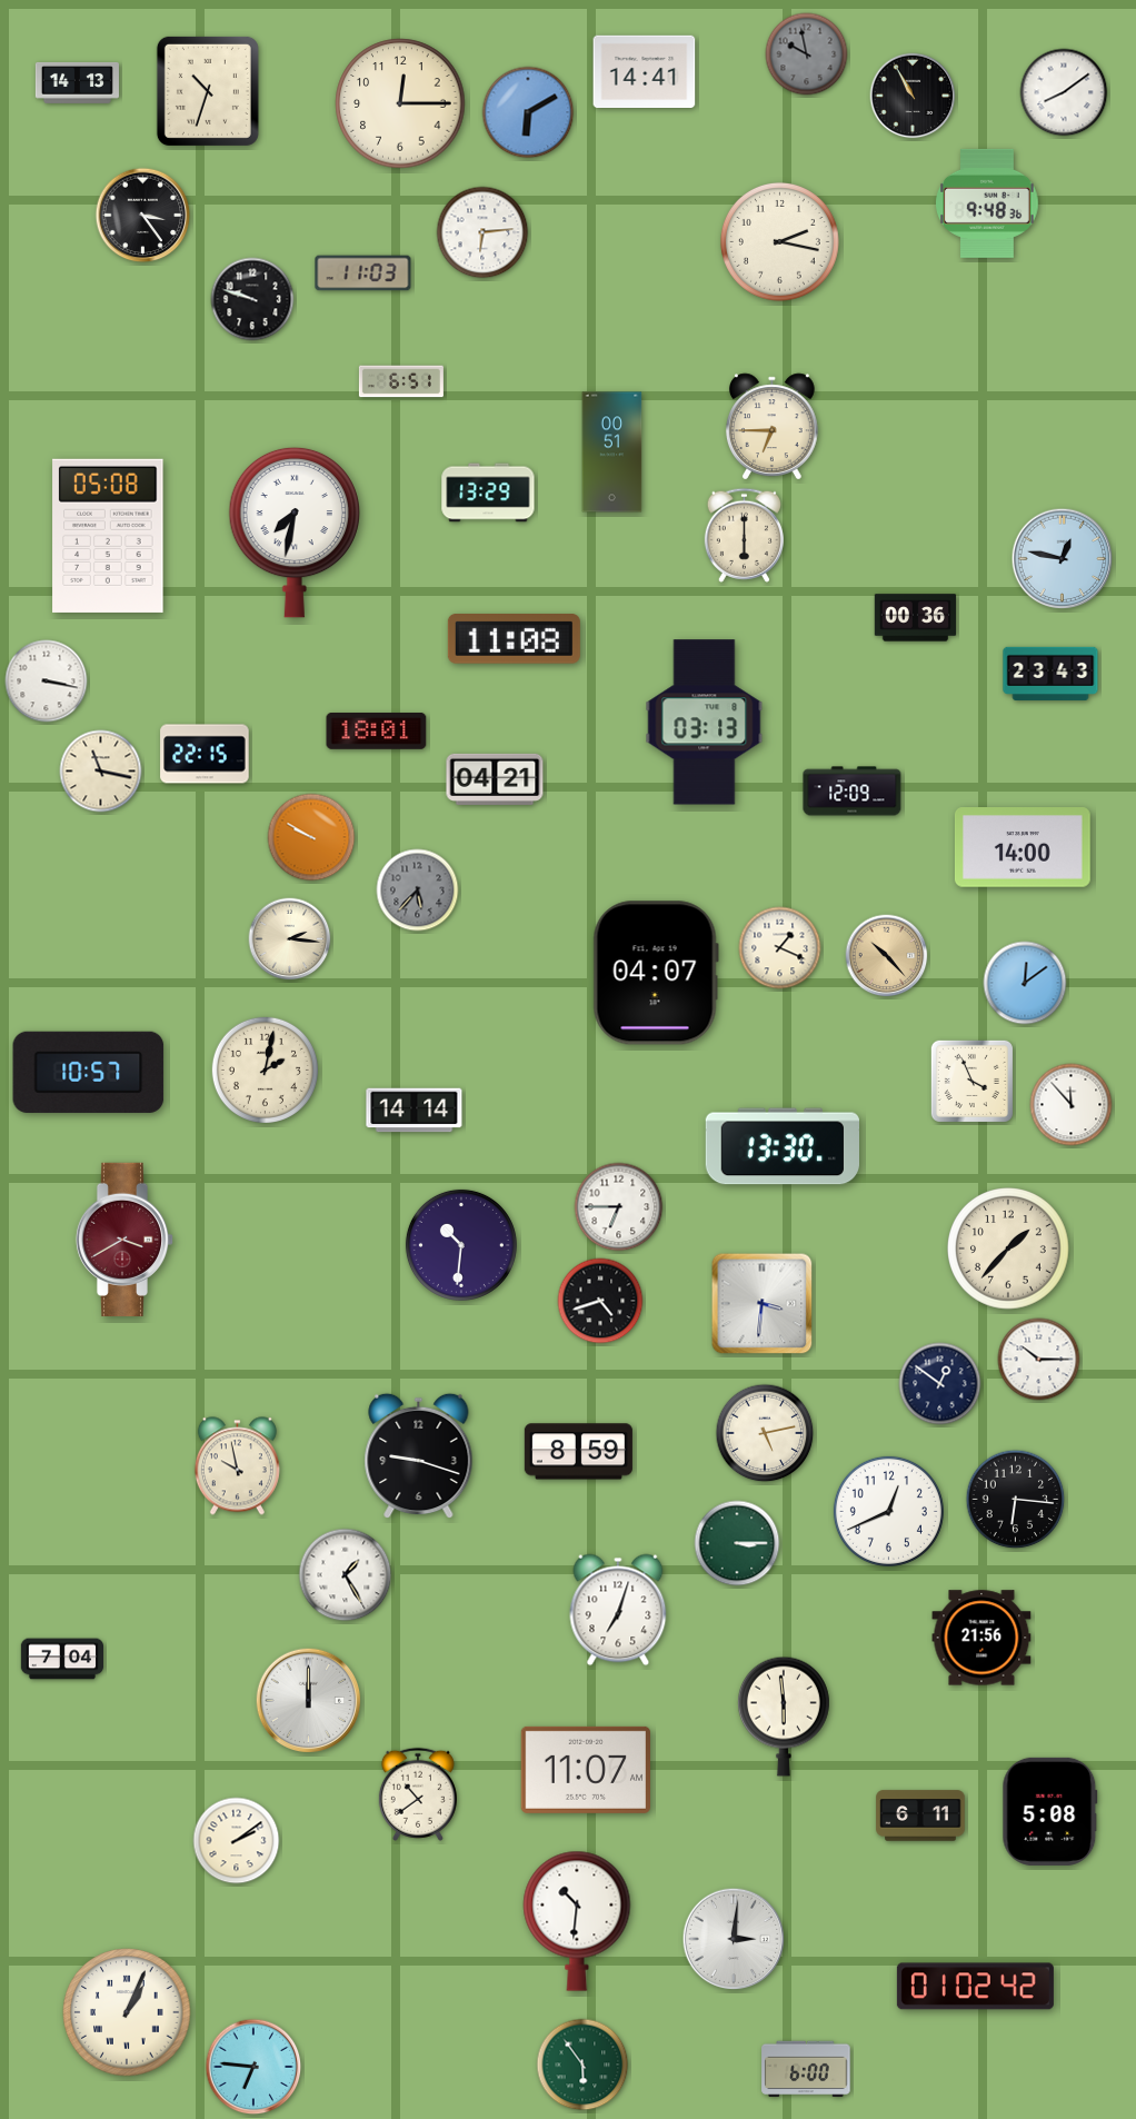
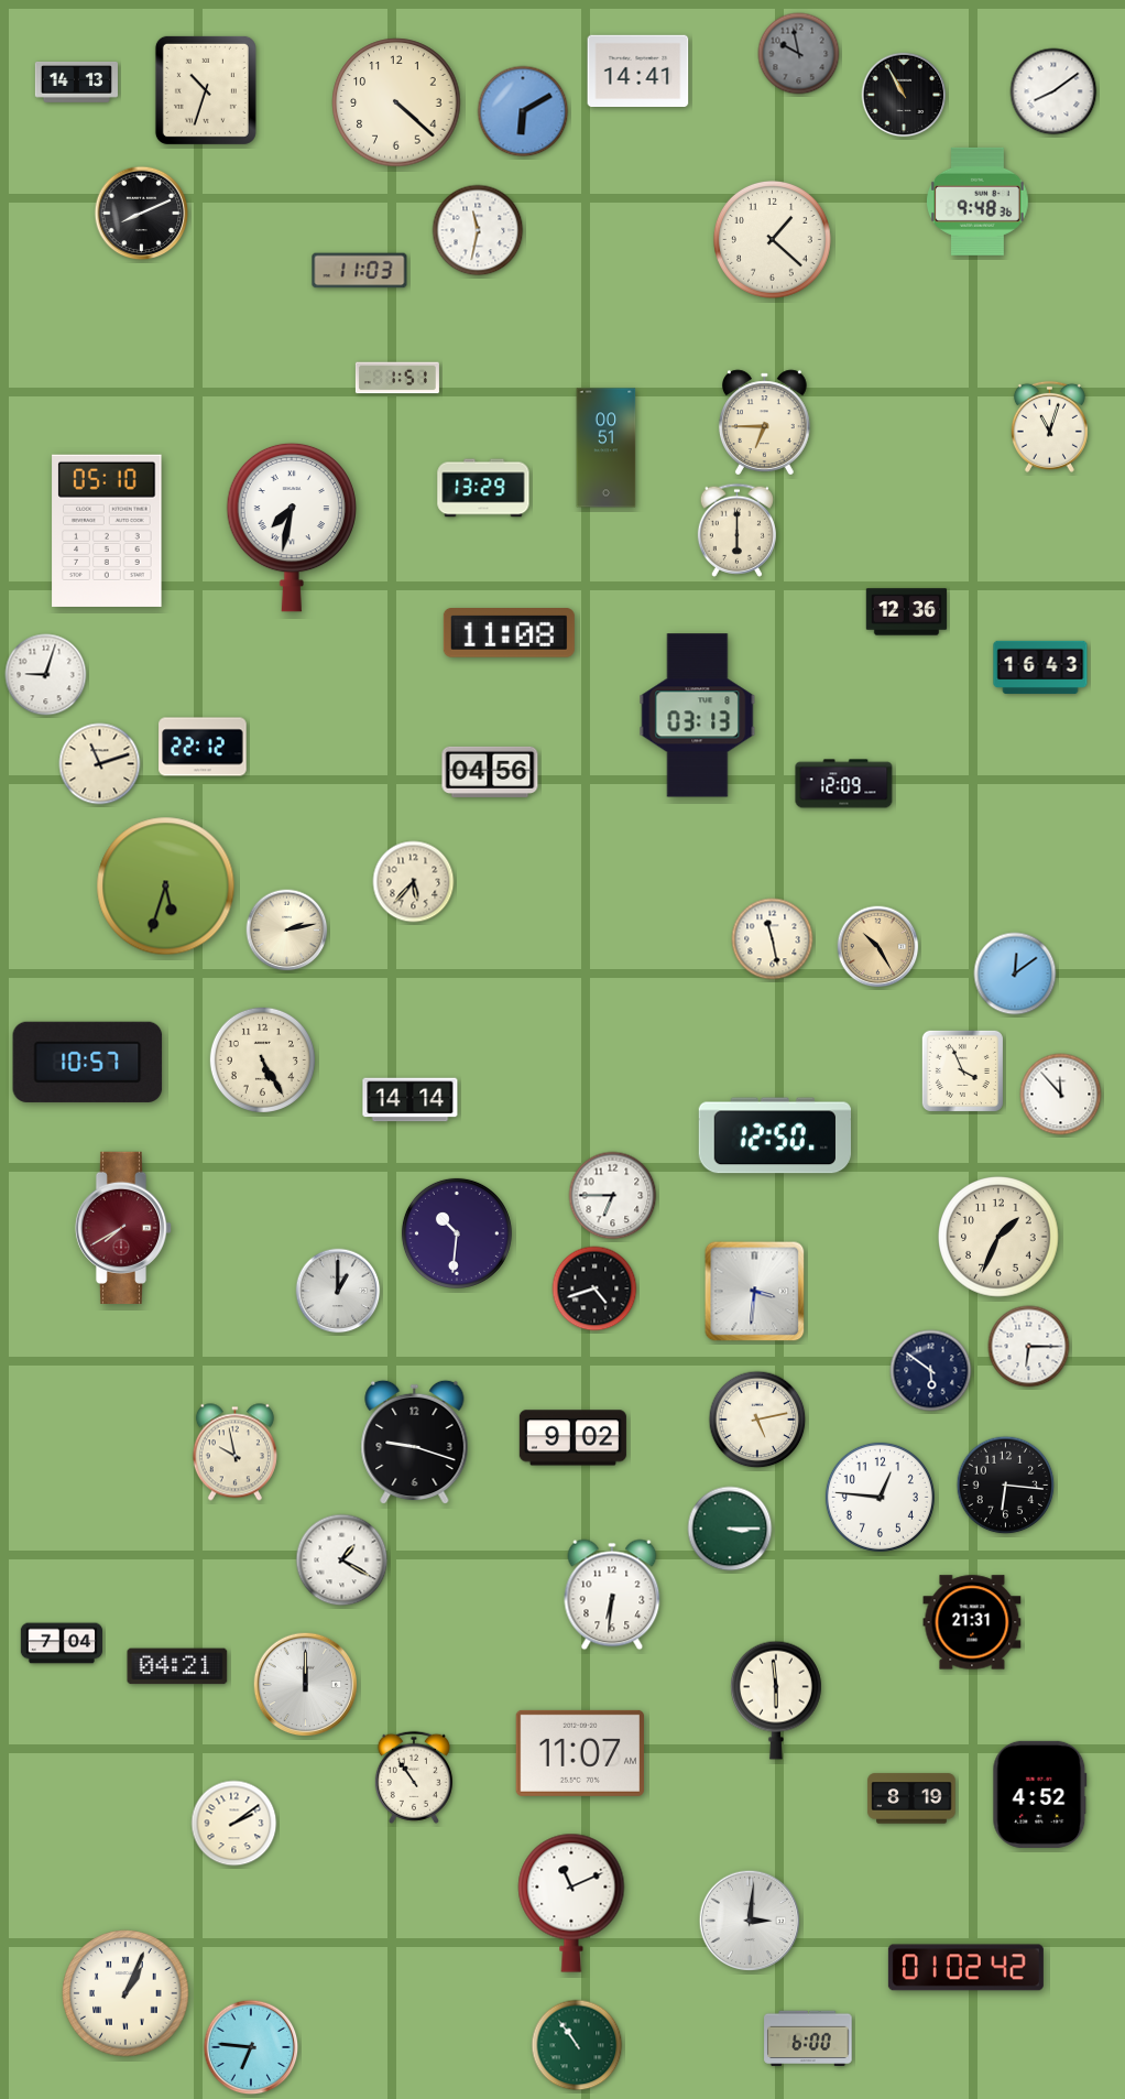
clock at (400, 103): 12:15 -> 4:22
clock at (143, 216): 3:24 -> 8:11
clock at (482, 232): 6:14 -> 11:32
clock at (779, 241): 2:17 -> 1:22
clock at (252, 299): 9:48 -> none
clock at (401, 381): 6:51 -> 1:51
clock at (1049, 426): none -> 11:03
clock at (108, 536): 05:08 -> 05:10
clock at (1063, 559): 12:47 -> none
clock at (916, 618): 00:36 -> 12:36
clock at (1050, 674): 23:43 -> 16:43
clock at (47, 682): 3:17 -> 9:03
clock at (377, 732): 18:01 -> none
clock at (205, 754): 22:15 -> 22:12
clock at (101, 772): 11:17 -> 11:12
clock at (495, 779): 04:21 -> 04:56
clock at (311, 837): 9:50 -> none
clock at (1023, 847): 14:00 -> none
clock at (418, 891) dial: grey -> cream
clock at (166, 887): none -> 5:33
clock at (290, 939): 2:16 -> 2:13
clock at (780, 948): 1:19 -> 11:28
clock at (887, 956): 10:23 -> 10:25
clock at (656, 973): 04:07 -> none
clock at (265, 1070): 2:02 -> 5:25
clock at (781, 1146): 13:30 -> 12:50
clock at (124, 1238): 3:40 -> 7:40
clock at (1009, 1250): 1:37 -> 1:34
clock at (338, 1291): none -> 1:00
clock at (1039, 1360): 10:15 -> 6:15
clock at (940, 1384): 12:51 -> 5:51
clock at (578, 1452): 8:59 -> 9:02
clock at (888, 1511): 12:41 -> 12:46
clock at (346, 1575): 1:25 -> 1:20
clock at (618, 1610): 7:03 -> 6:31
clock at (981, 1638): 21:56 -> 21:31
clock at (177, 1666): none -> 04:21
clock at (418, 1794): 10:39 -> 10:54
clock at (1050, 1811): 5:08 -> 4:52
clock at (920, 1815): 6:11 -> 8:19
clock at (577, 1921): 10:31 -> 11:11
clock at (734, 1939) position: (734, 1939) -> (750, 1921)
clock at (582, 2065): 5:54 -> 10:54
clock at (806, 2069) position: (806, 2069) -> (808, 2038)
